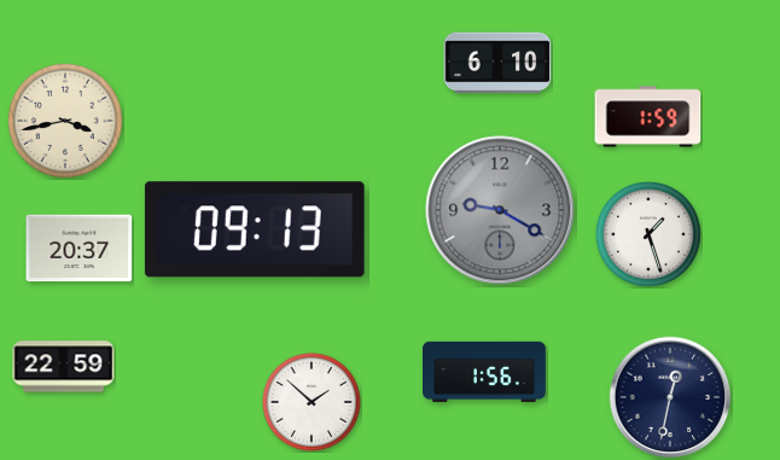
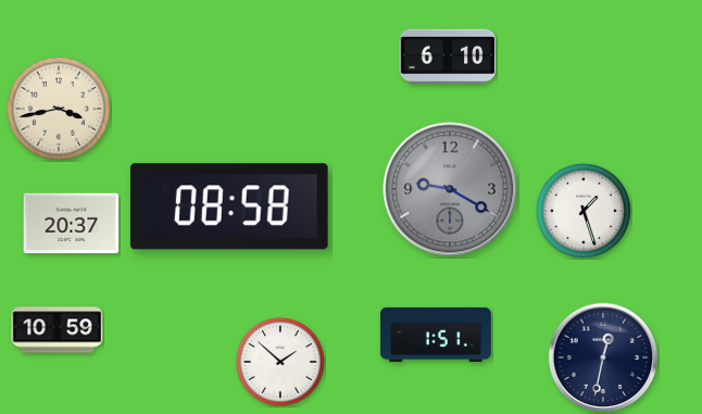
clock at (648, 117): 1:59 -> none
clock at (255, 229): 09:13 -> 08:58
clock at (64, 367): 22:59 -> 10:59
clock at (485, 372): 1:56 -> 1:51
